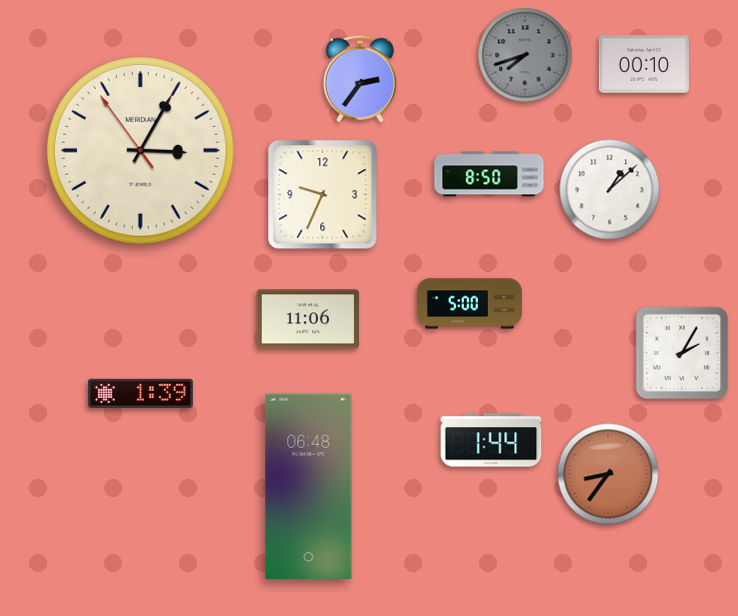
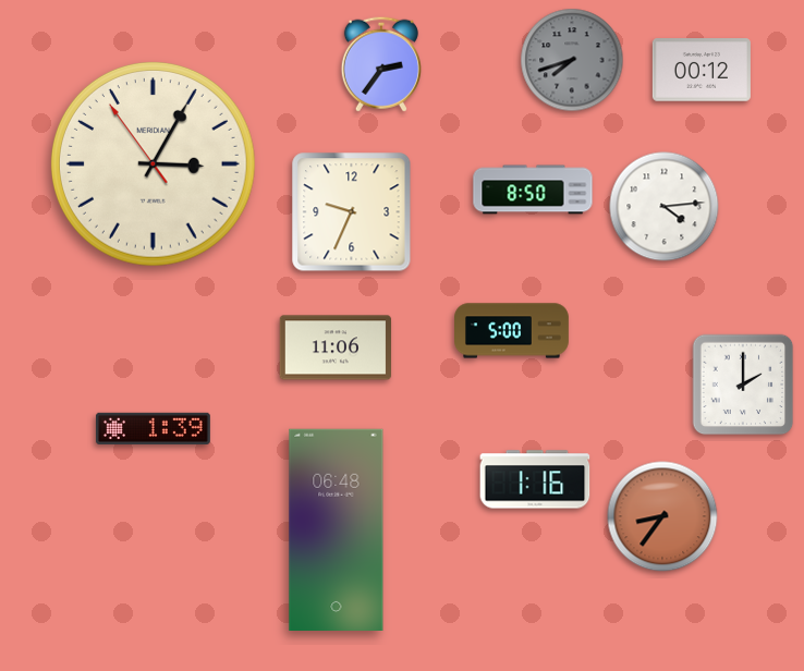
clock at (644, 64): 00:10 -> 00:12
clock at (360, 79) position: (360, 79) -> (381, 64)
clock at (610, 190): 1:08 -> 4:14
clock at (682, 353): 2:05 -> 2:00
clock at (491, 440): 1:44 -> 1:16
